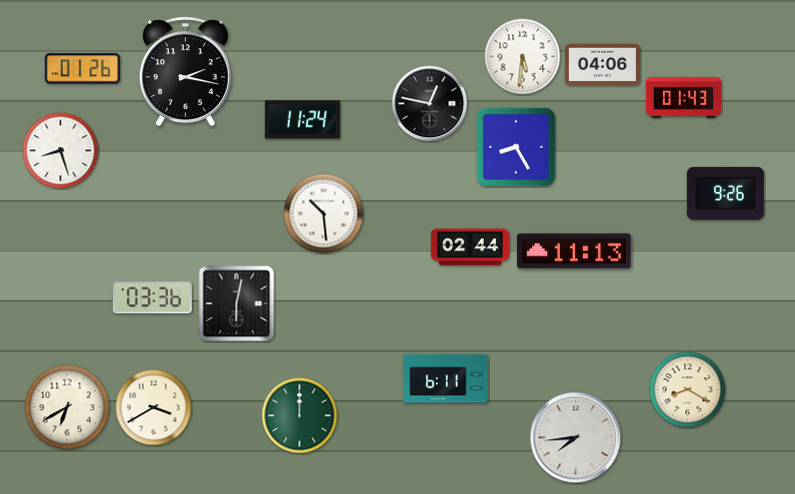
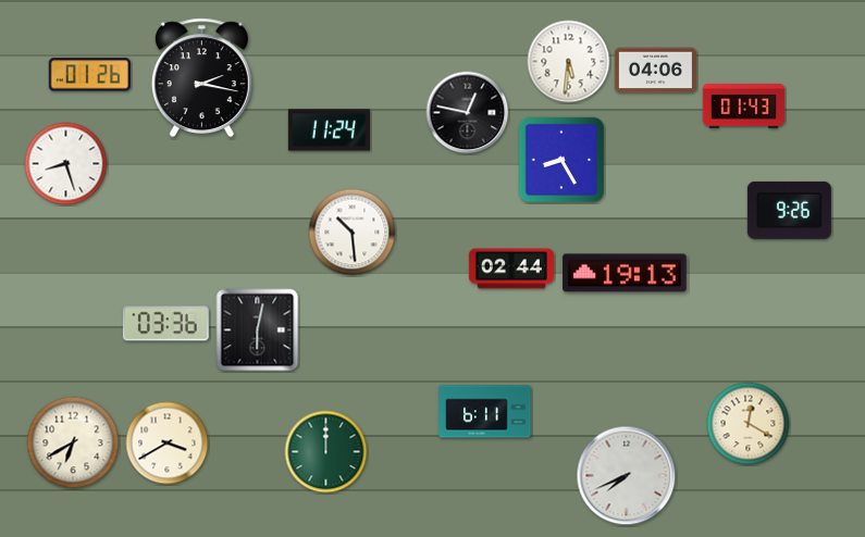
clock at (574, 251): 11:13 -> 19:13
clock at (688, 390): 8:20 -> 12:20
clock at (576, 438): 7:44 -> 7:41
